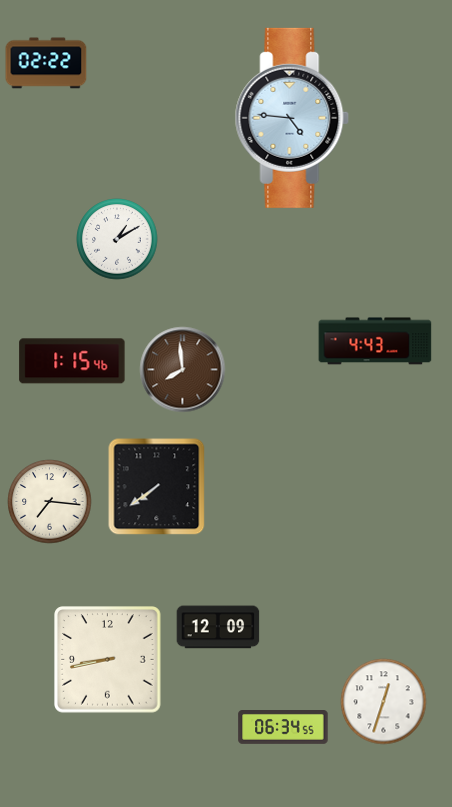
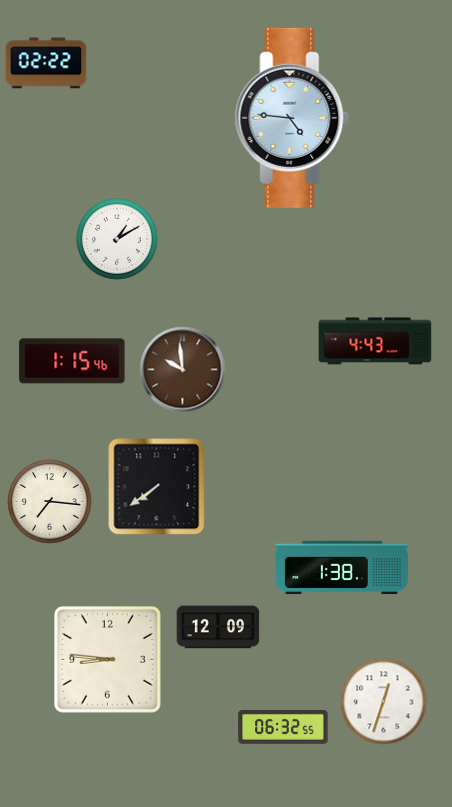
clock at (183, 370): 7:59 -> 9:59
clock at (341, 568): none -> 1:38
clock at (108, 660): 8:43 -> 8:46
clock at (283, 728): 06:34 -> 06:32
